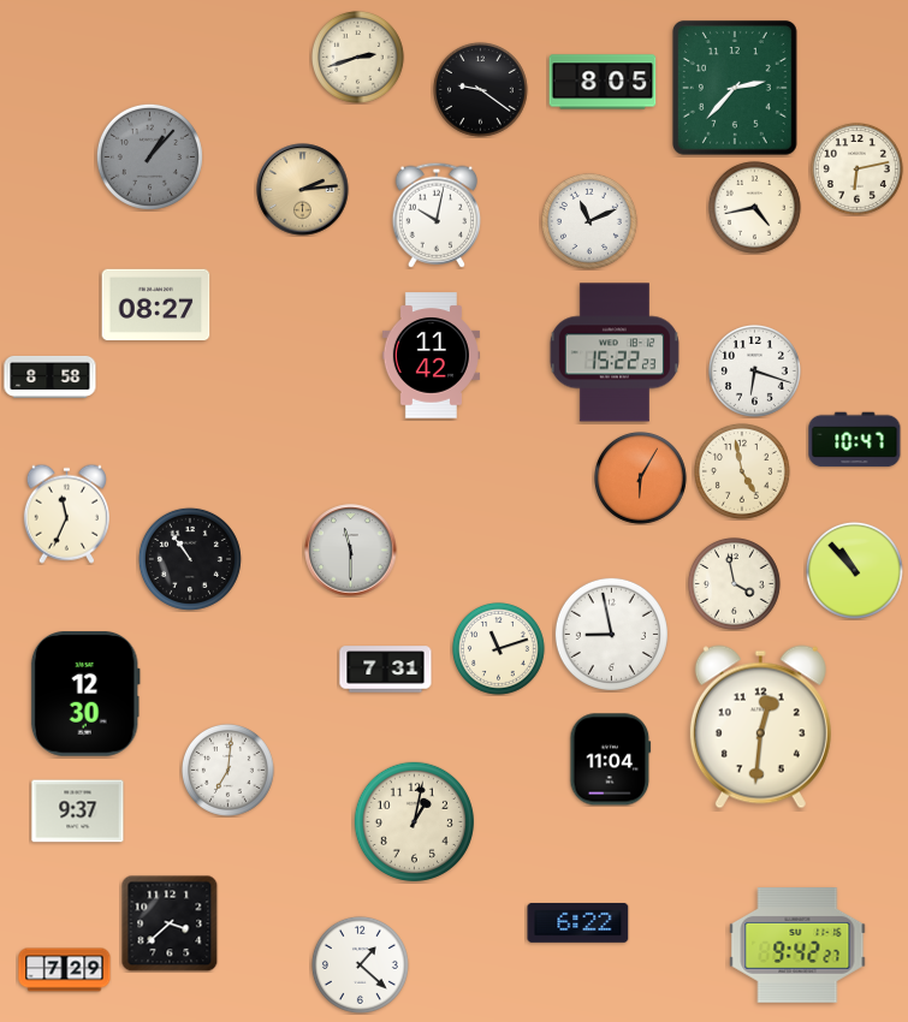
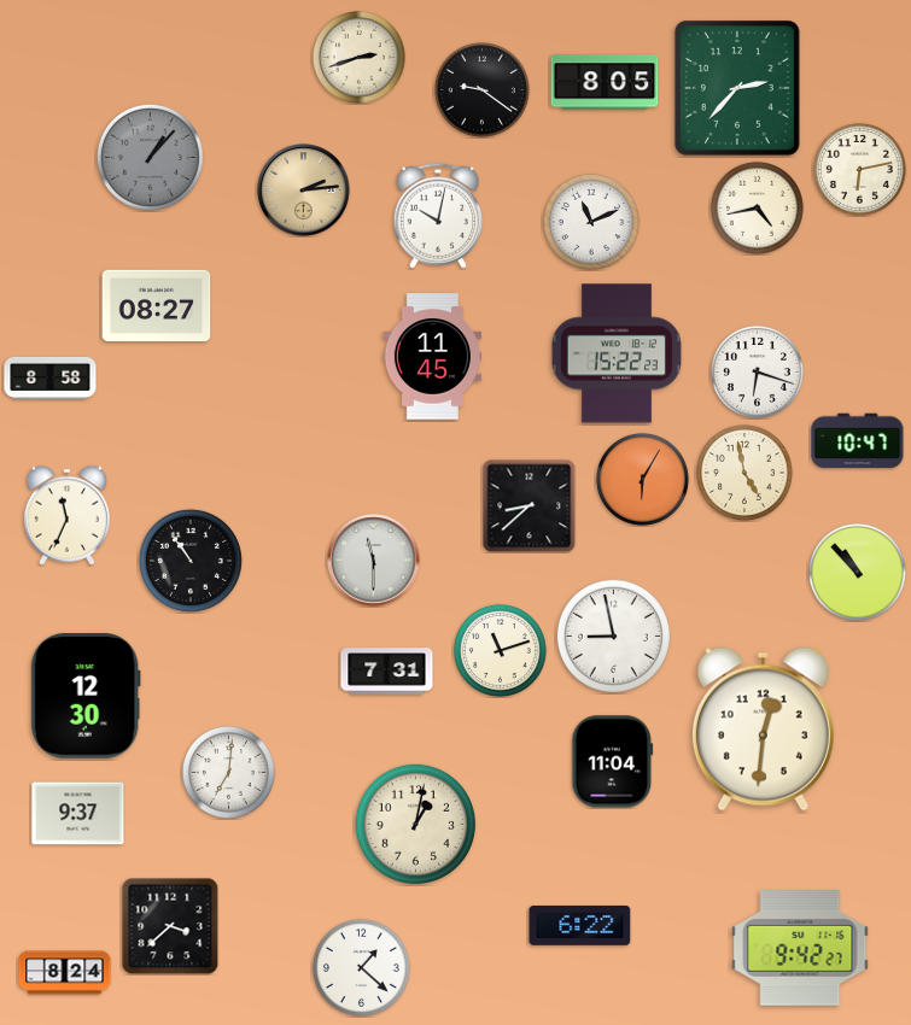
clock at (431, 356): 11:42 -> 11:45
clock at (529, 505): none -> 8:38
clock at (351, 551) position: (351, 551) -> (374, 561)
clock at (734, 583): 3:58 -> none
clock at (65, 970): 7:29 -> 8:24
